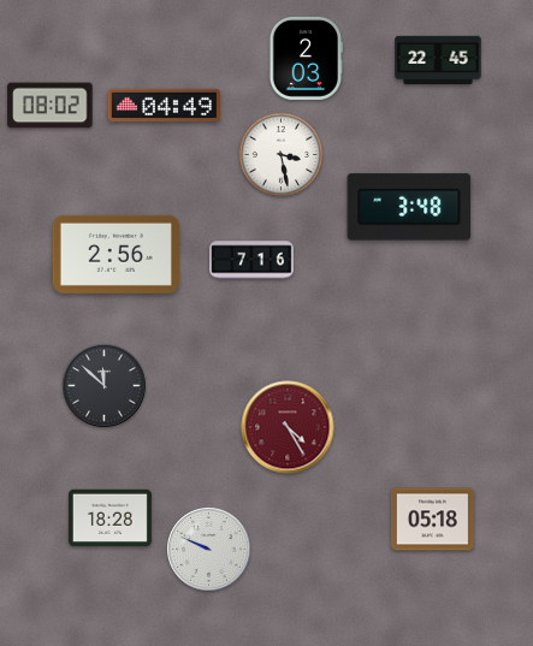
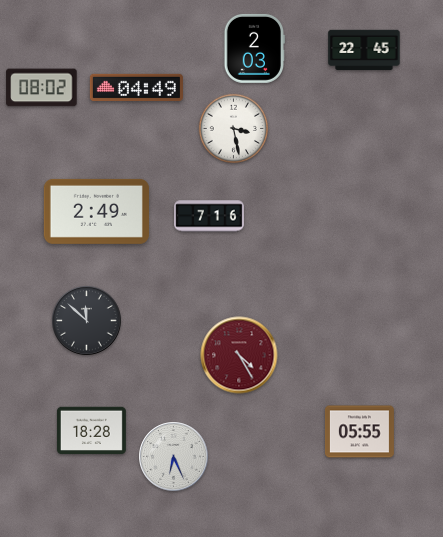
clock at (409, 207): 3:48 -> none
clock at (116, 254): 2:56 -> 2:49
clock at (432, 520): 05:18 -> 05:55
clock at (209, 550): 9:49 -> 6:26
